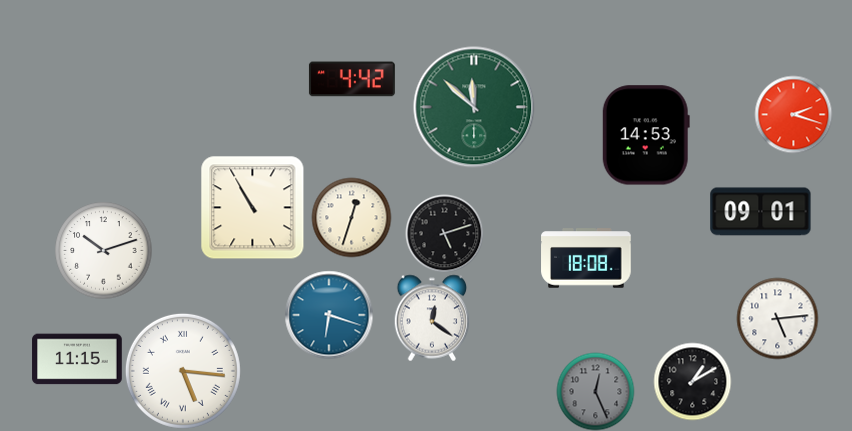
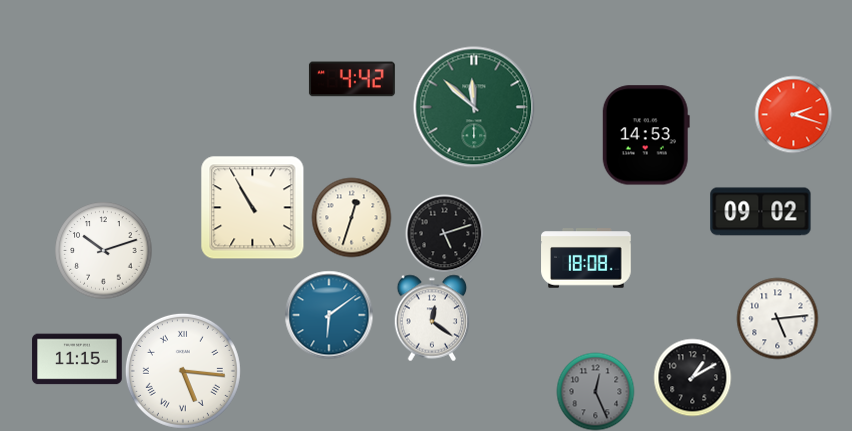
clock at (761, 212): 09:01 -> 09:02
clock at (329, 315): 6:18 -> 6:09
clock at (692, 381) position: (692, 381) -> (692, 377)
